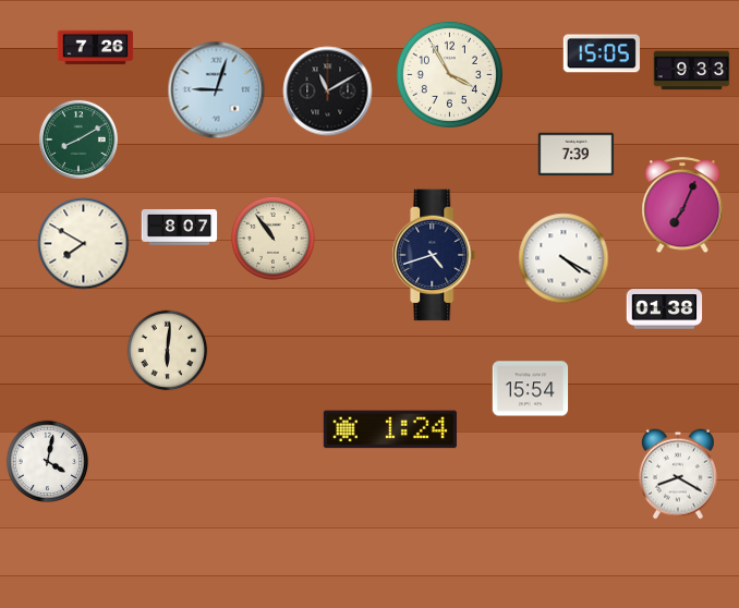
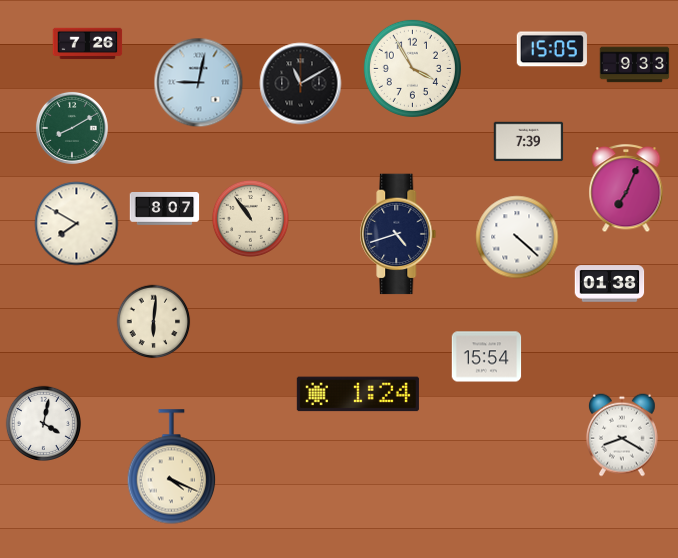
clock at (217, 90): 9:03 -> 9:02
clock at (564, 258): 4:20 -> 4:22
clock at (172, 467): none -> 4:19
